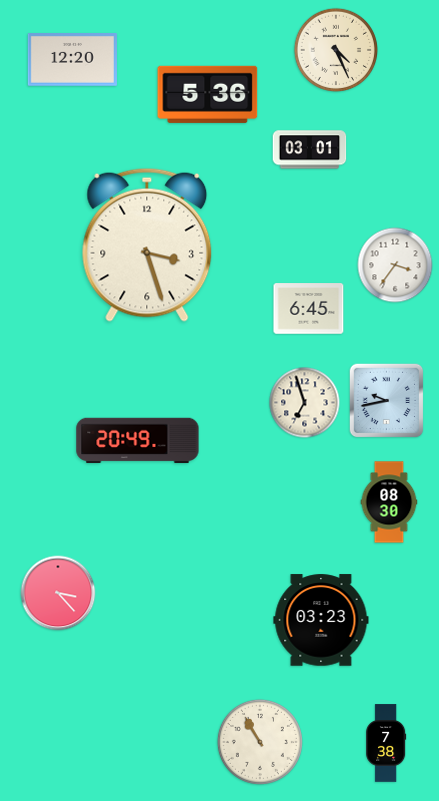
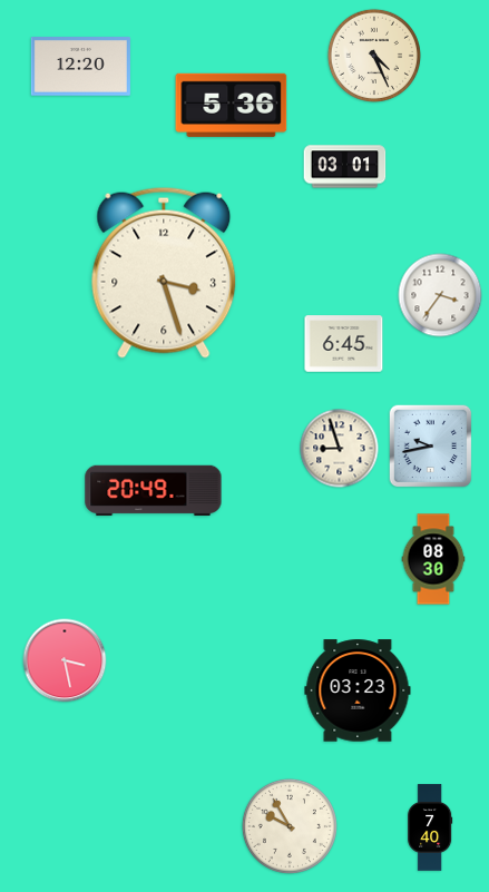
clock at (305, 403): 6:57 -> 8:57
clock at (58, 593): 3:23 -> 3:28
clock at (260, 742): 10:55 -> 9:55
clock at (386, 743): 7:38 -> 7:40
